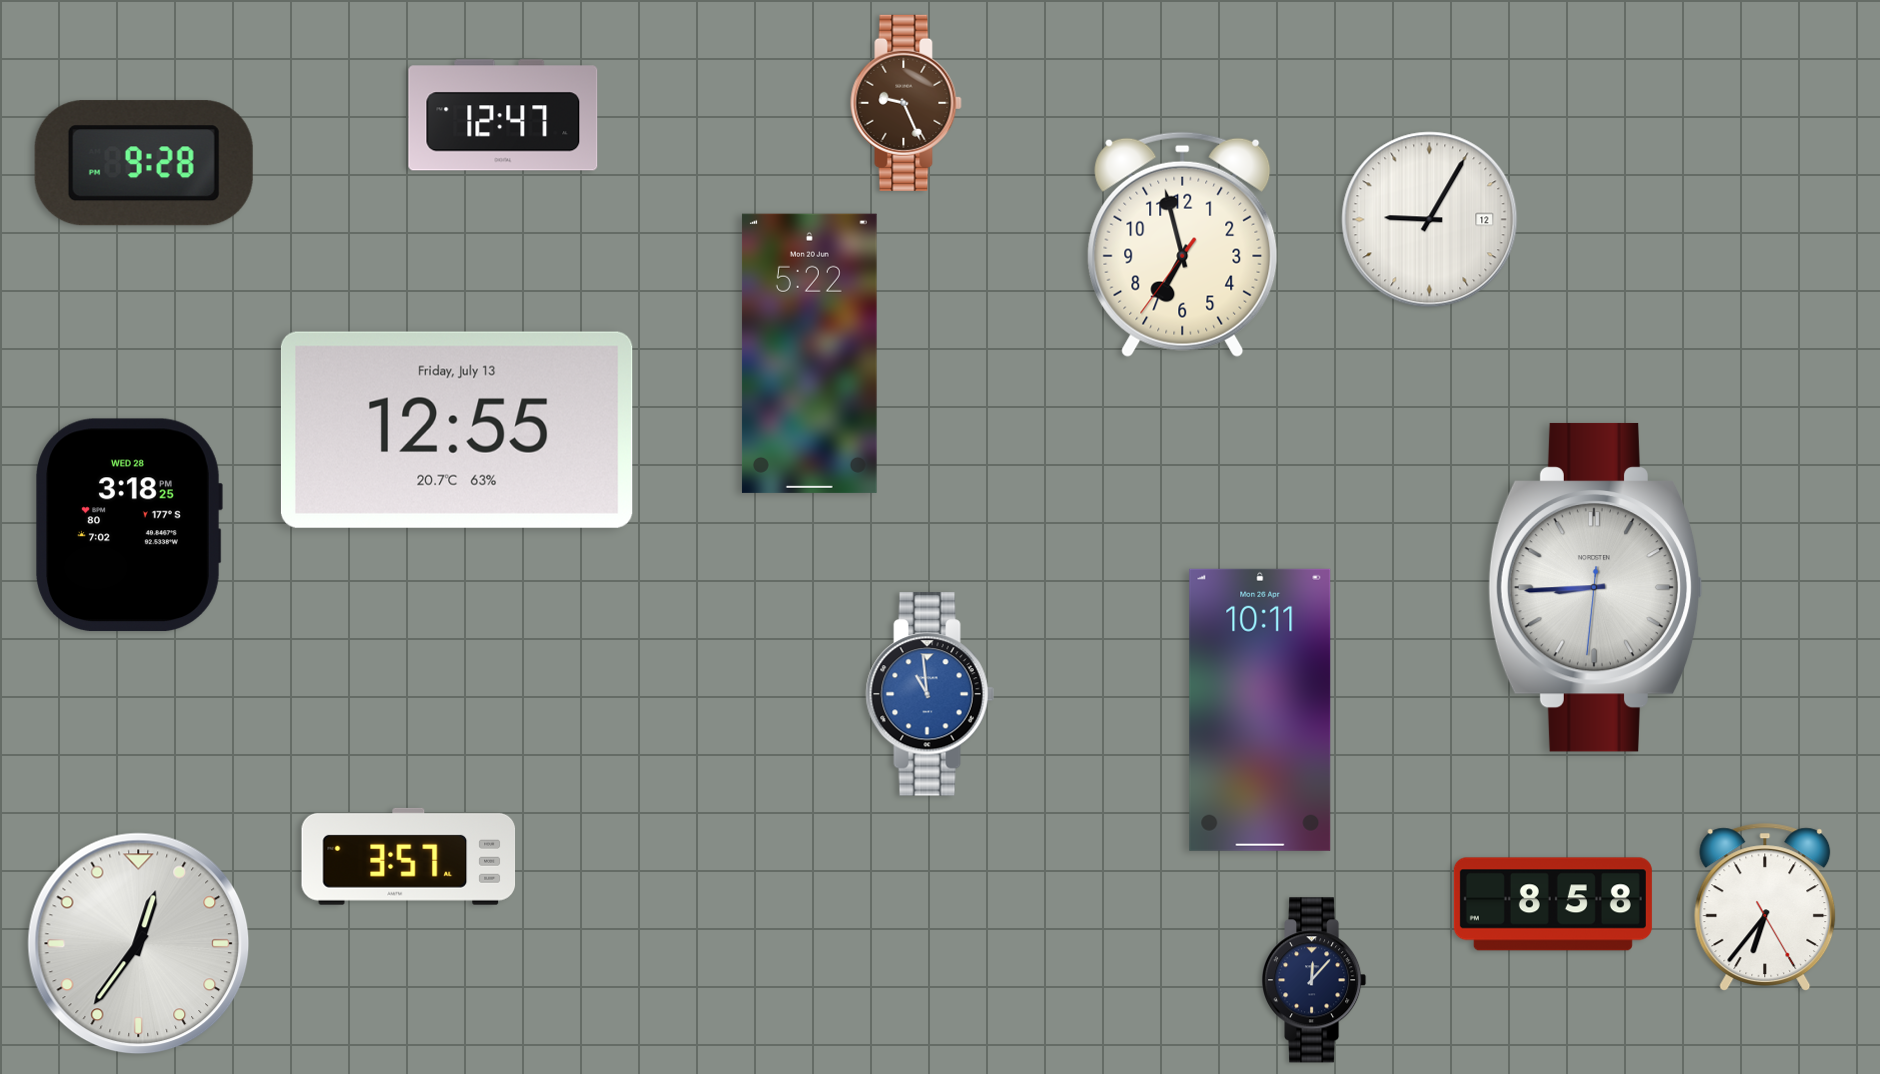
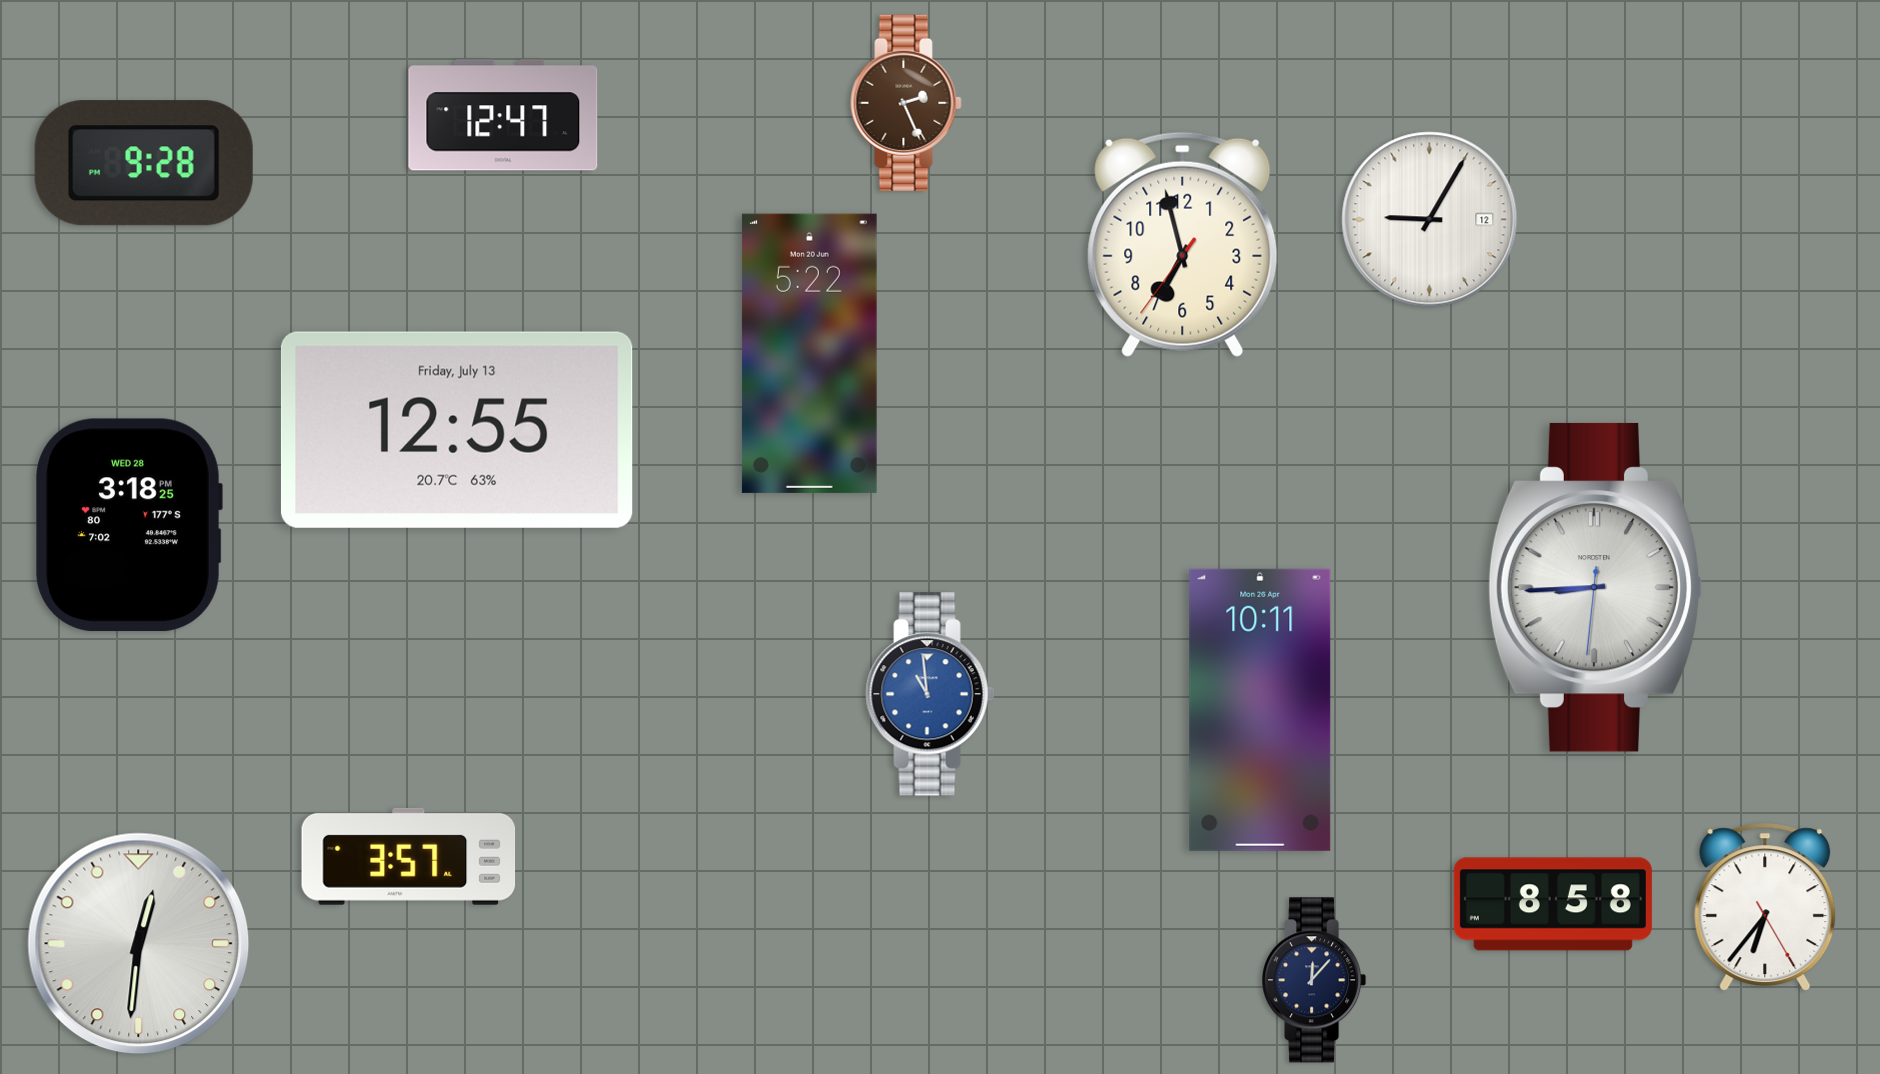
clock at (906, 103): 9:26 -> 2:26
clock at (139, 944): 12:36 -> 12:31
